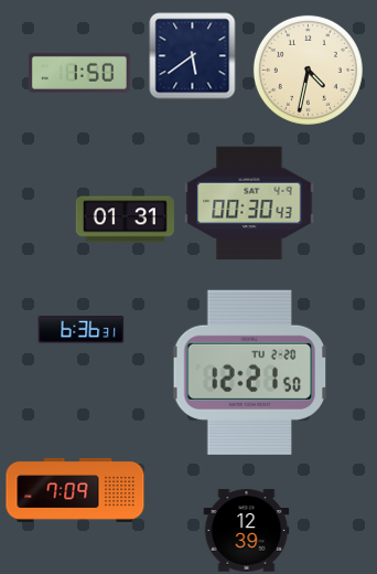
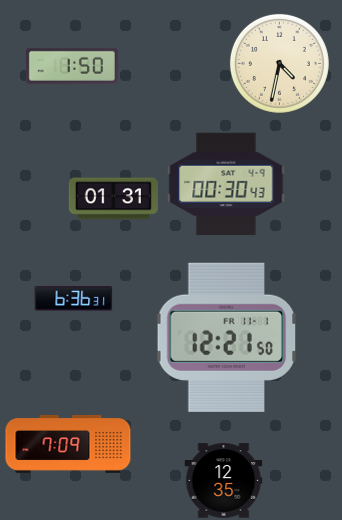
clock at (192, 55): 5:39 -> none
clock at (250, 372) date: TU 2-20 -> FR 11-1
clock at (246, 531): 12:39 -> 12:35
